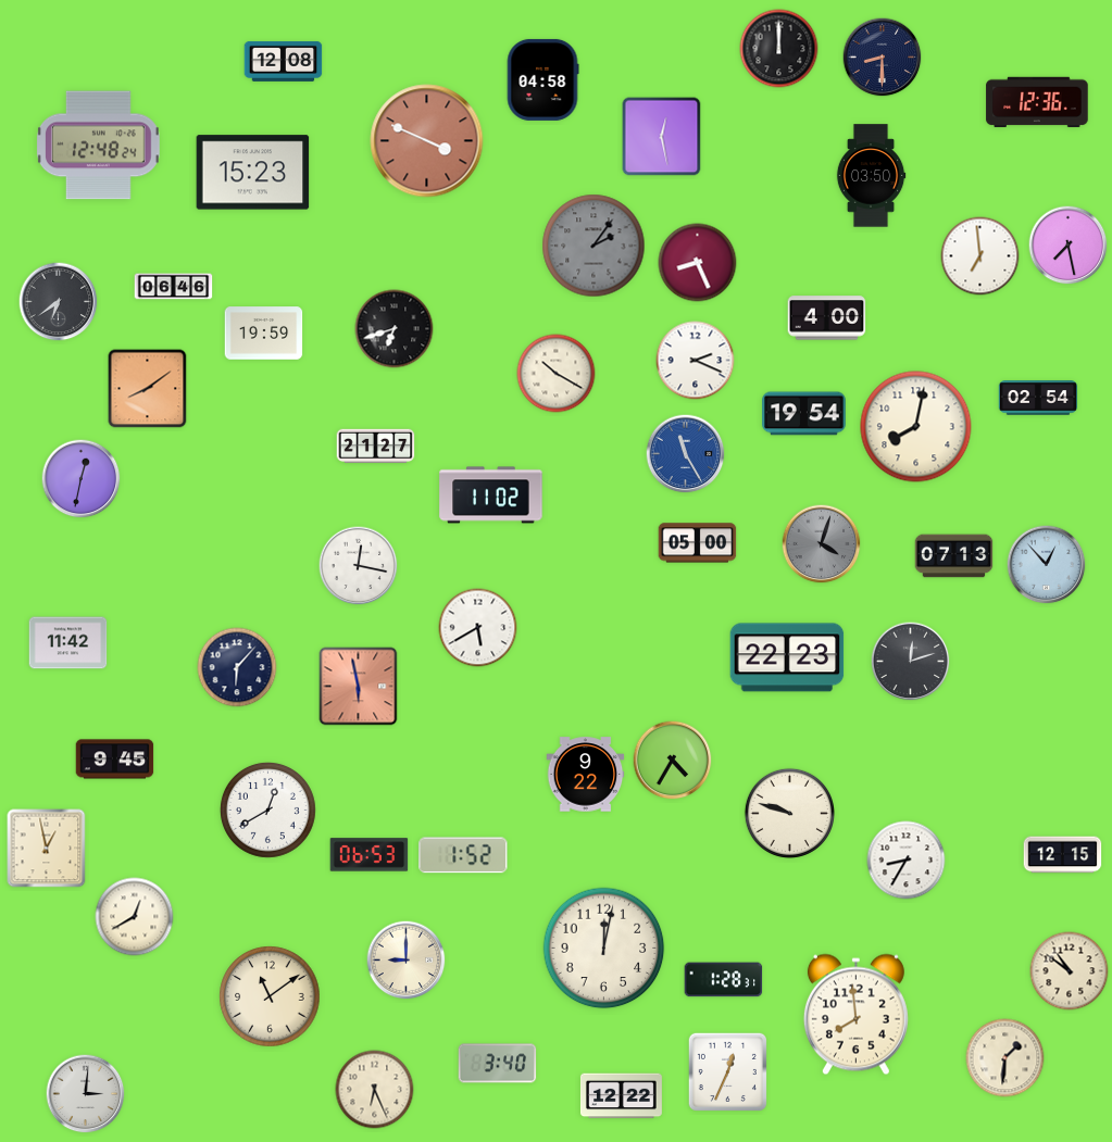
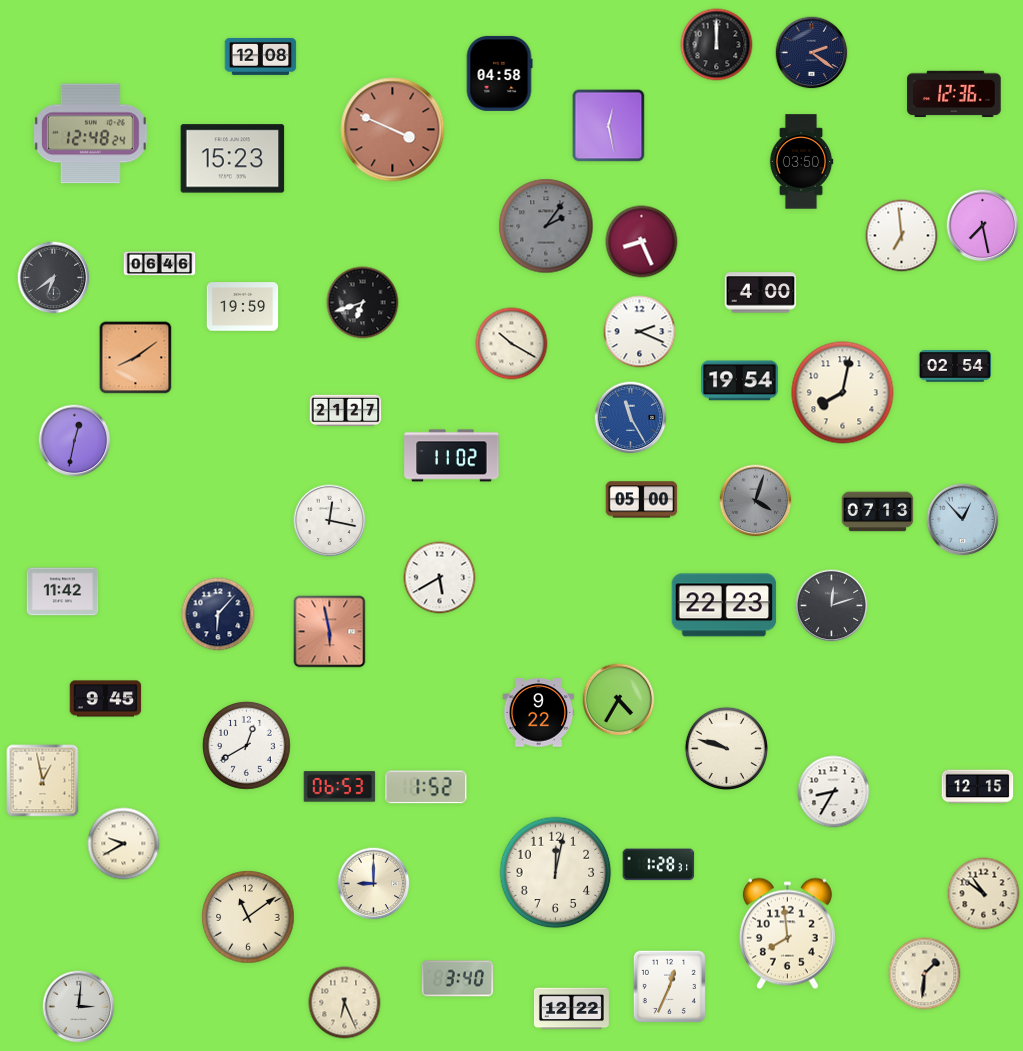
clock at (883, 58): 8:30 -> 2:21
clock at (911, 662) position: (911, 662) -> (832, 606)
clock at (135, 917): 12:40 -> 9:40
clock at (724, 980) position: (724, 980) -> (659, 865)
